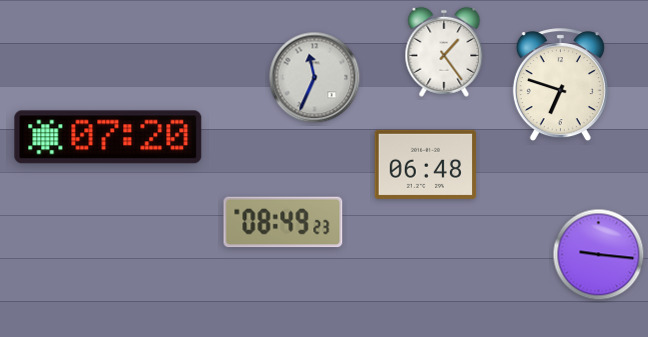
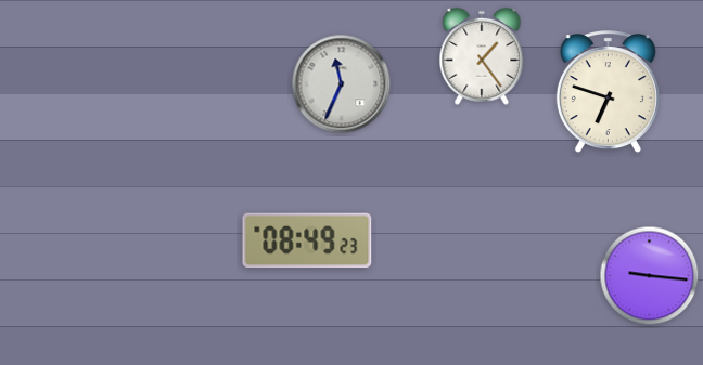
clock at (108, 137): 07:20 -> none
clock at (426, 164): 06:48 -> none
